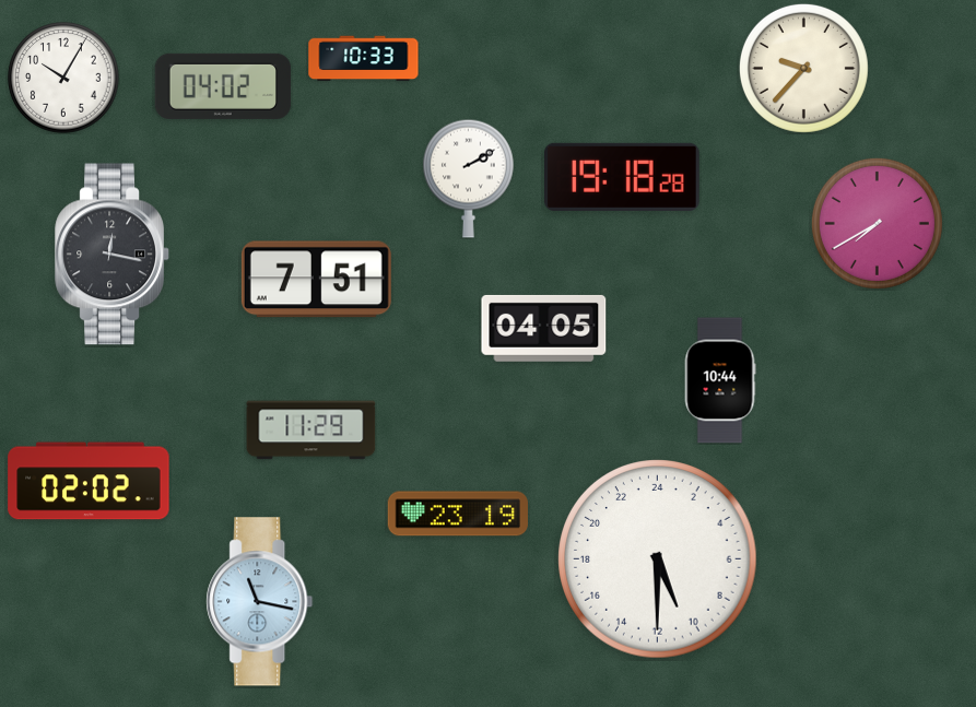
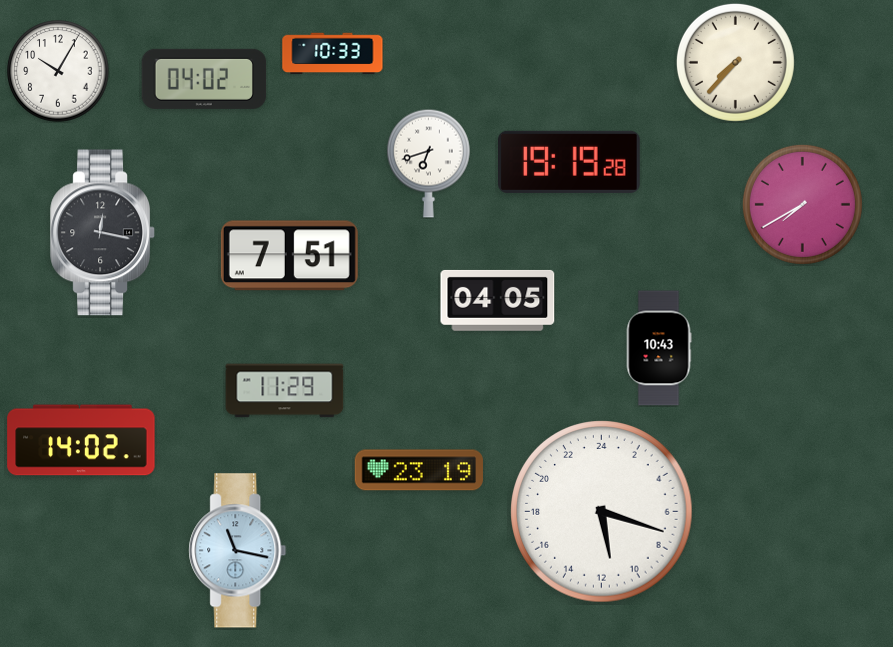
clock at (803, 68): 9:37 -> 7:37
clock at (623, 177): 19:18 -> 19:19
clock at (469, 178): 2:10 -> 6:42
clock at (720, 380): 10:44 -> 10:43
clock at (311, 431) position: (311, 431) -> (285, 391)
clock at (89, 481): 02:02 -> 14:02
clock at (658, 559): 10:30 -> 11:18
